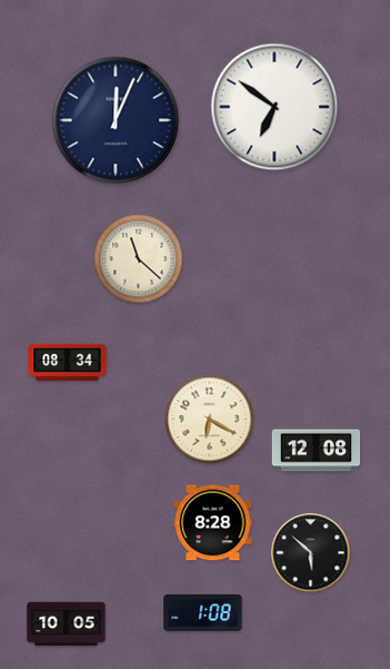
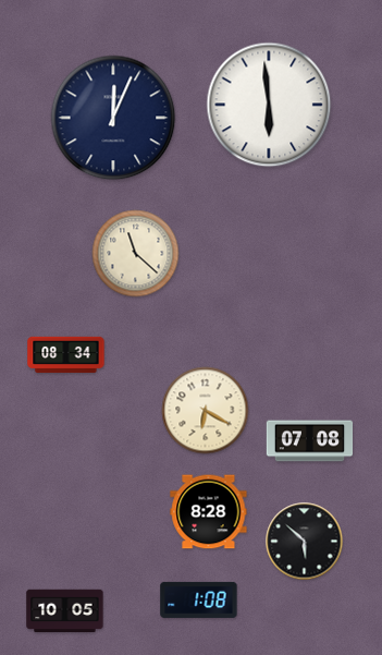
clock at (274, 107): 6:51 -> 5:59
clock at (317, 451): 12:08 -> 07:08
